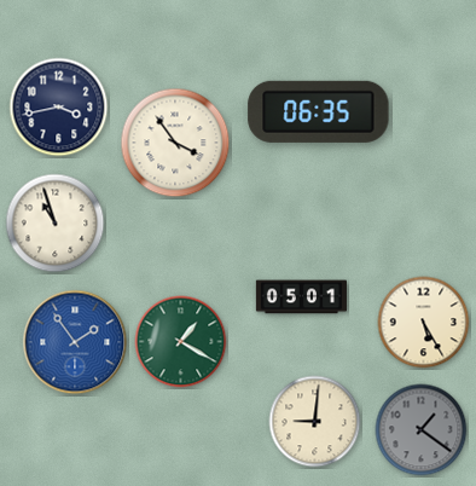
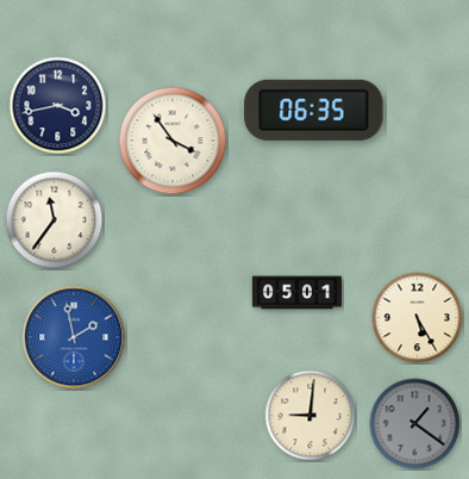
clock at (56, 224): 10:57 -> 11:36
clock at (75, 342): 1:54 -> 1:58
clock at (181, 342): 1:20 -> none
